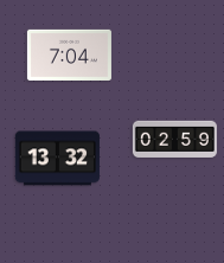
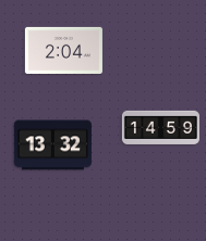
clock at (69, 54): 7:04 -> 2:04
clock at (174, 139): 02:59 -> 14:59
